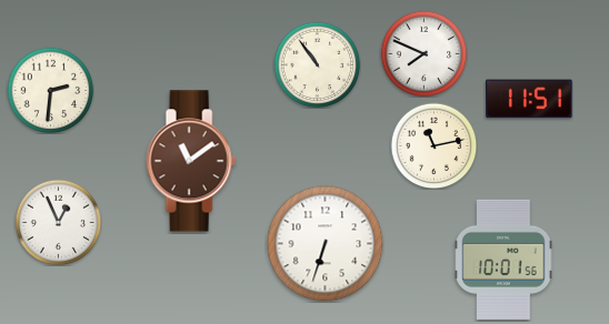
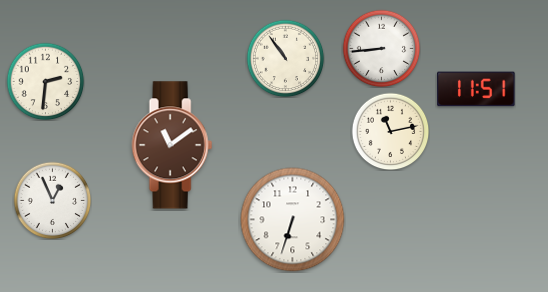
clock at (423, 53): 7:49 -> 8:44
clock at (503, 260): 10:01 -> none
